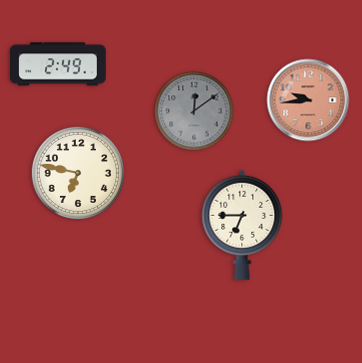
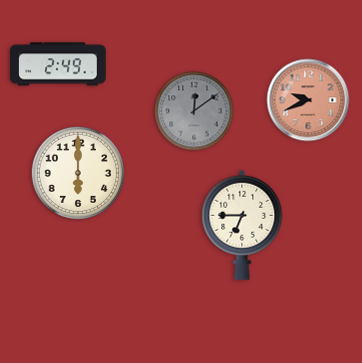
clock at (308, 100): 9:44 -> 9:41
clock at (78, 173): 6:47 -> 6:00
